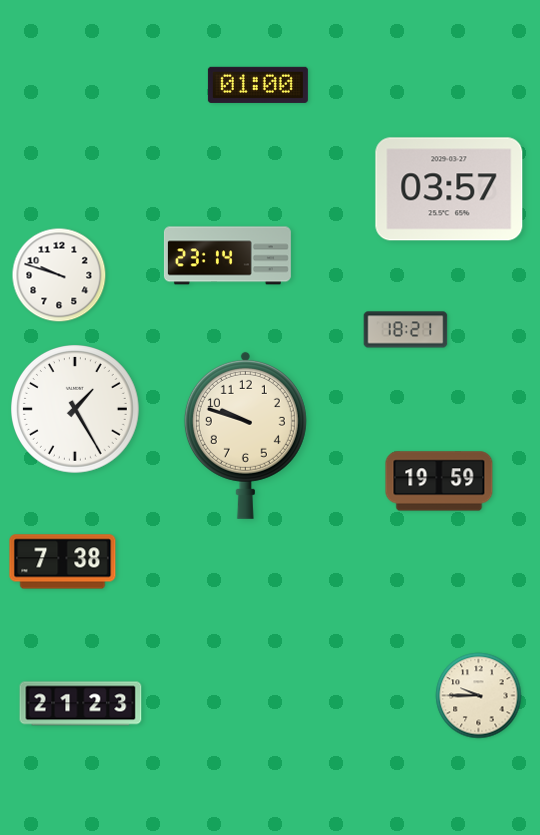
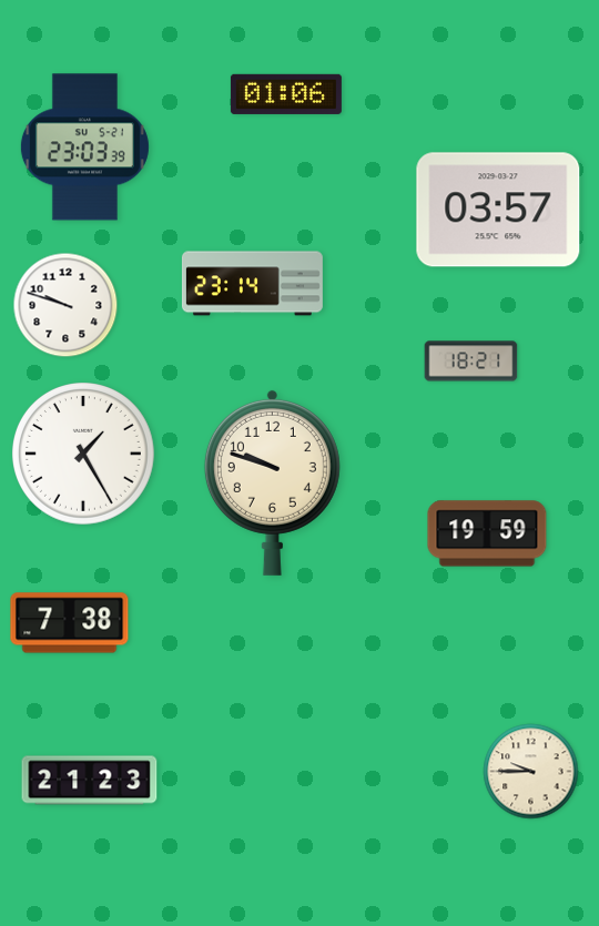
clock at (258, 85): 01:00 -> 01:06
clock at (84, 147): none -> 23:03
clock at (406, 330) position: (406, 330) -> (471, 362)
